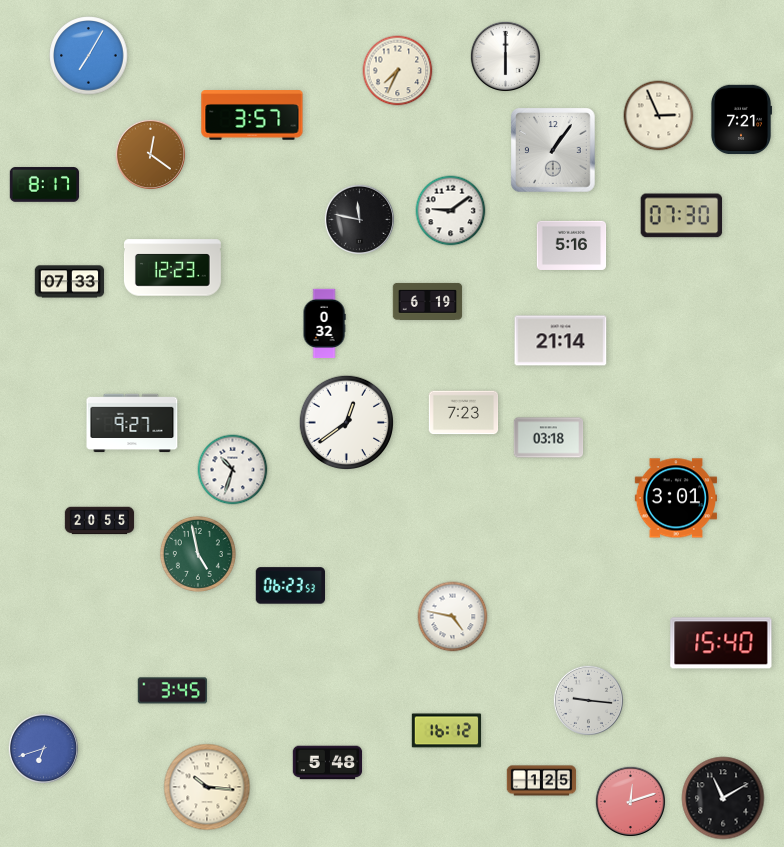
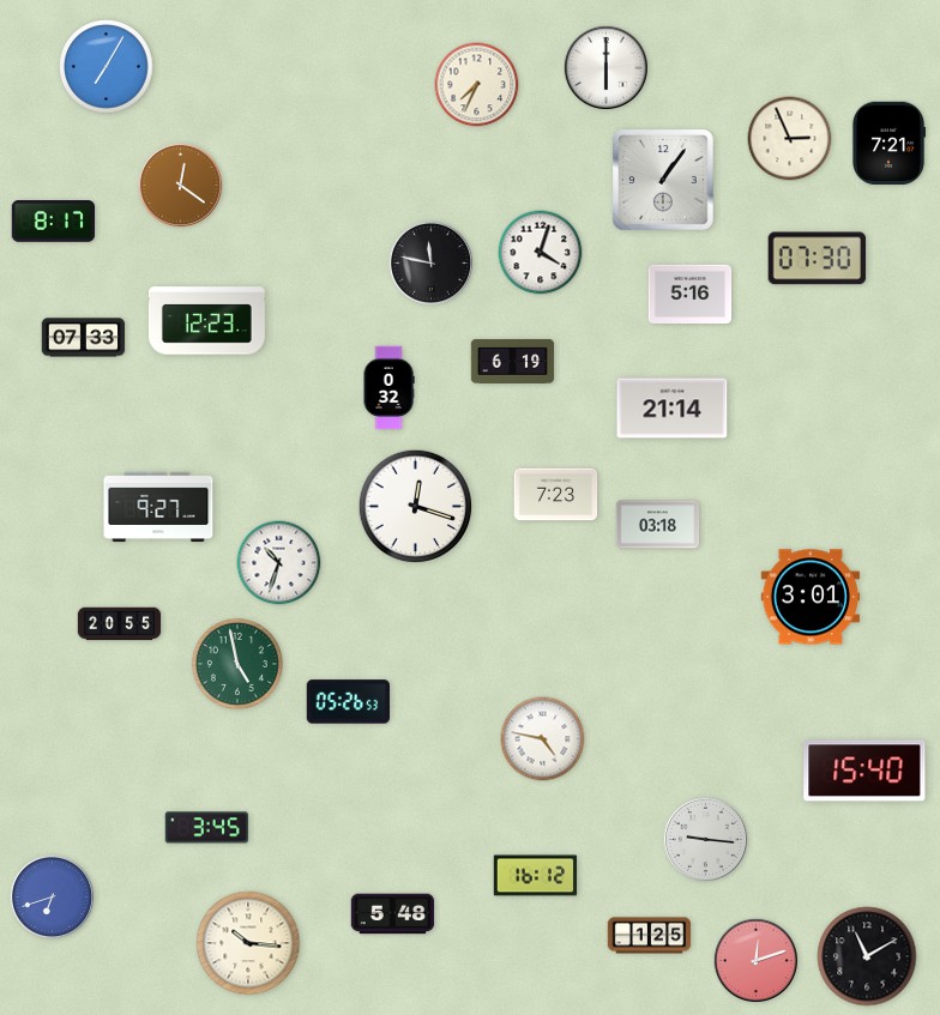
clock at (252, 115): 3:57 -> none
clock at (451, 211): 9:09 -> 4:03
clock at (572, 245) position: (572, 245) -> (691, 294)
clock at (347, 423): 12:39 -> 12:18
clock at (290, 586): 06:23 -> 05:26
